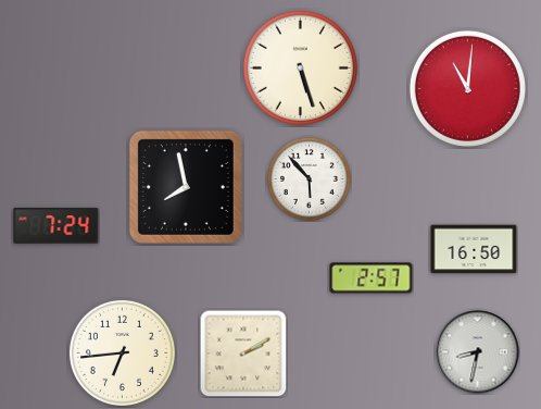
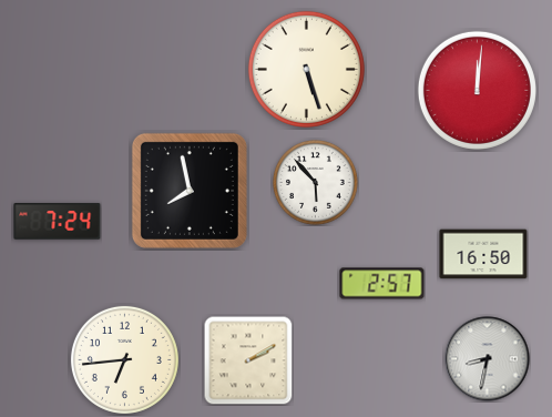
clock at (467, 88): 11:01 -> 12:01
clock at (56, 226) position: (56, 226) -> (58, 222)
clock at (372, 278) position: (372, 278) -> (382, 284)
